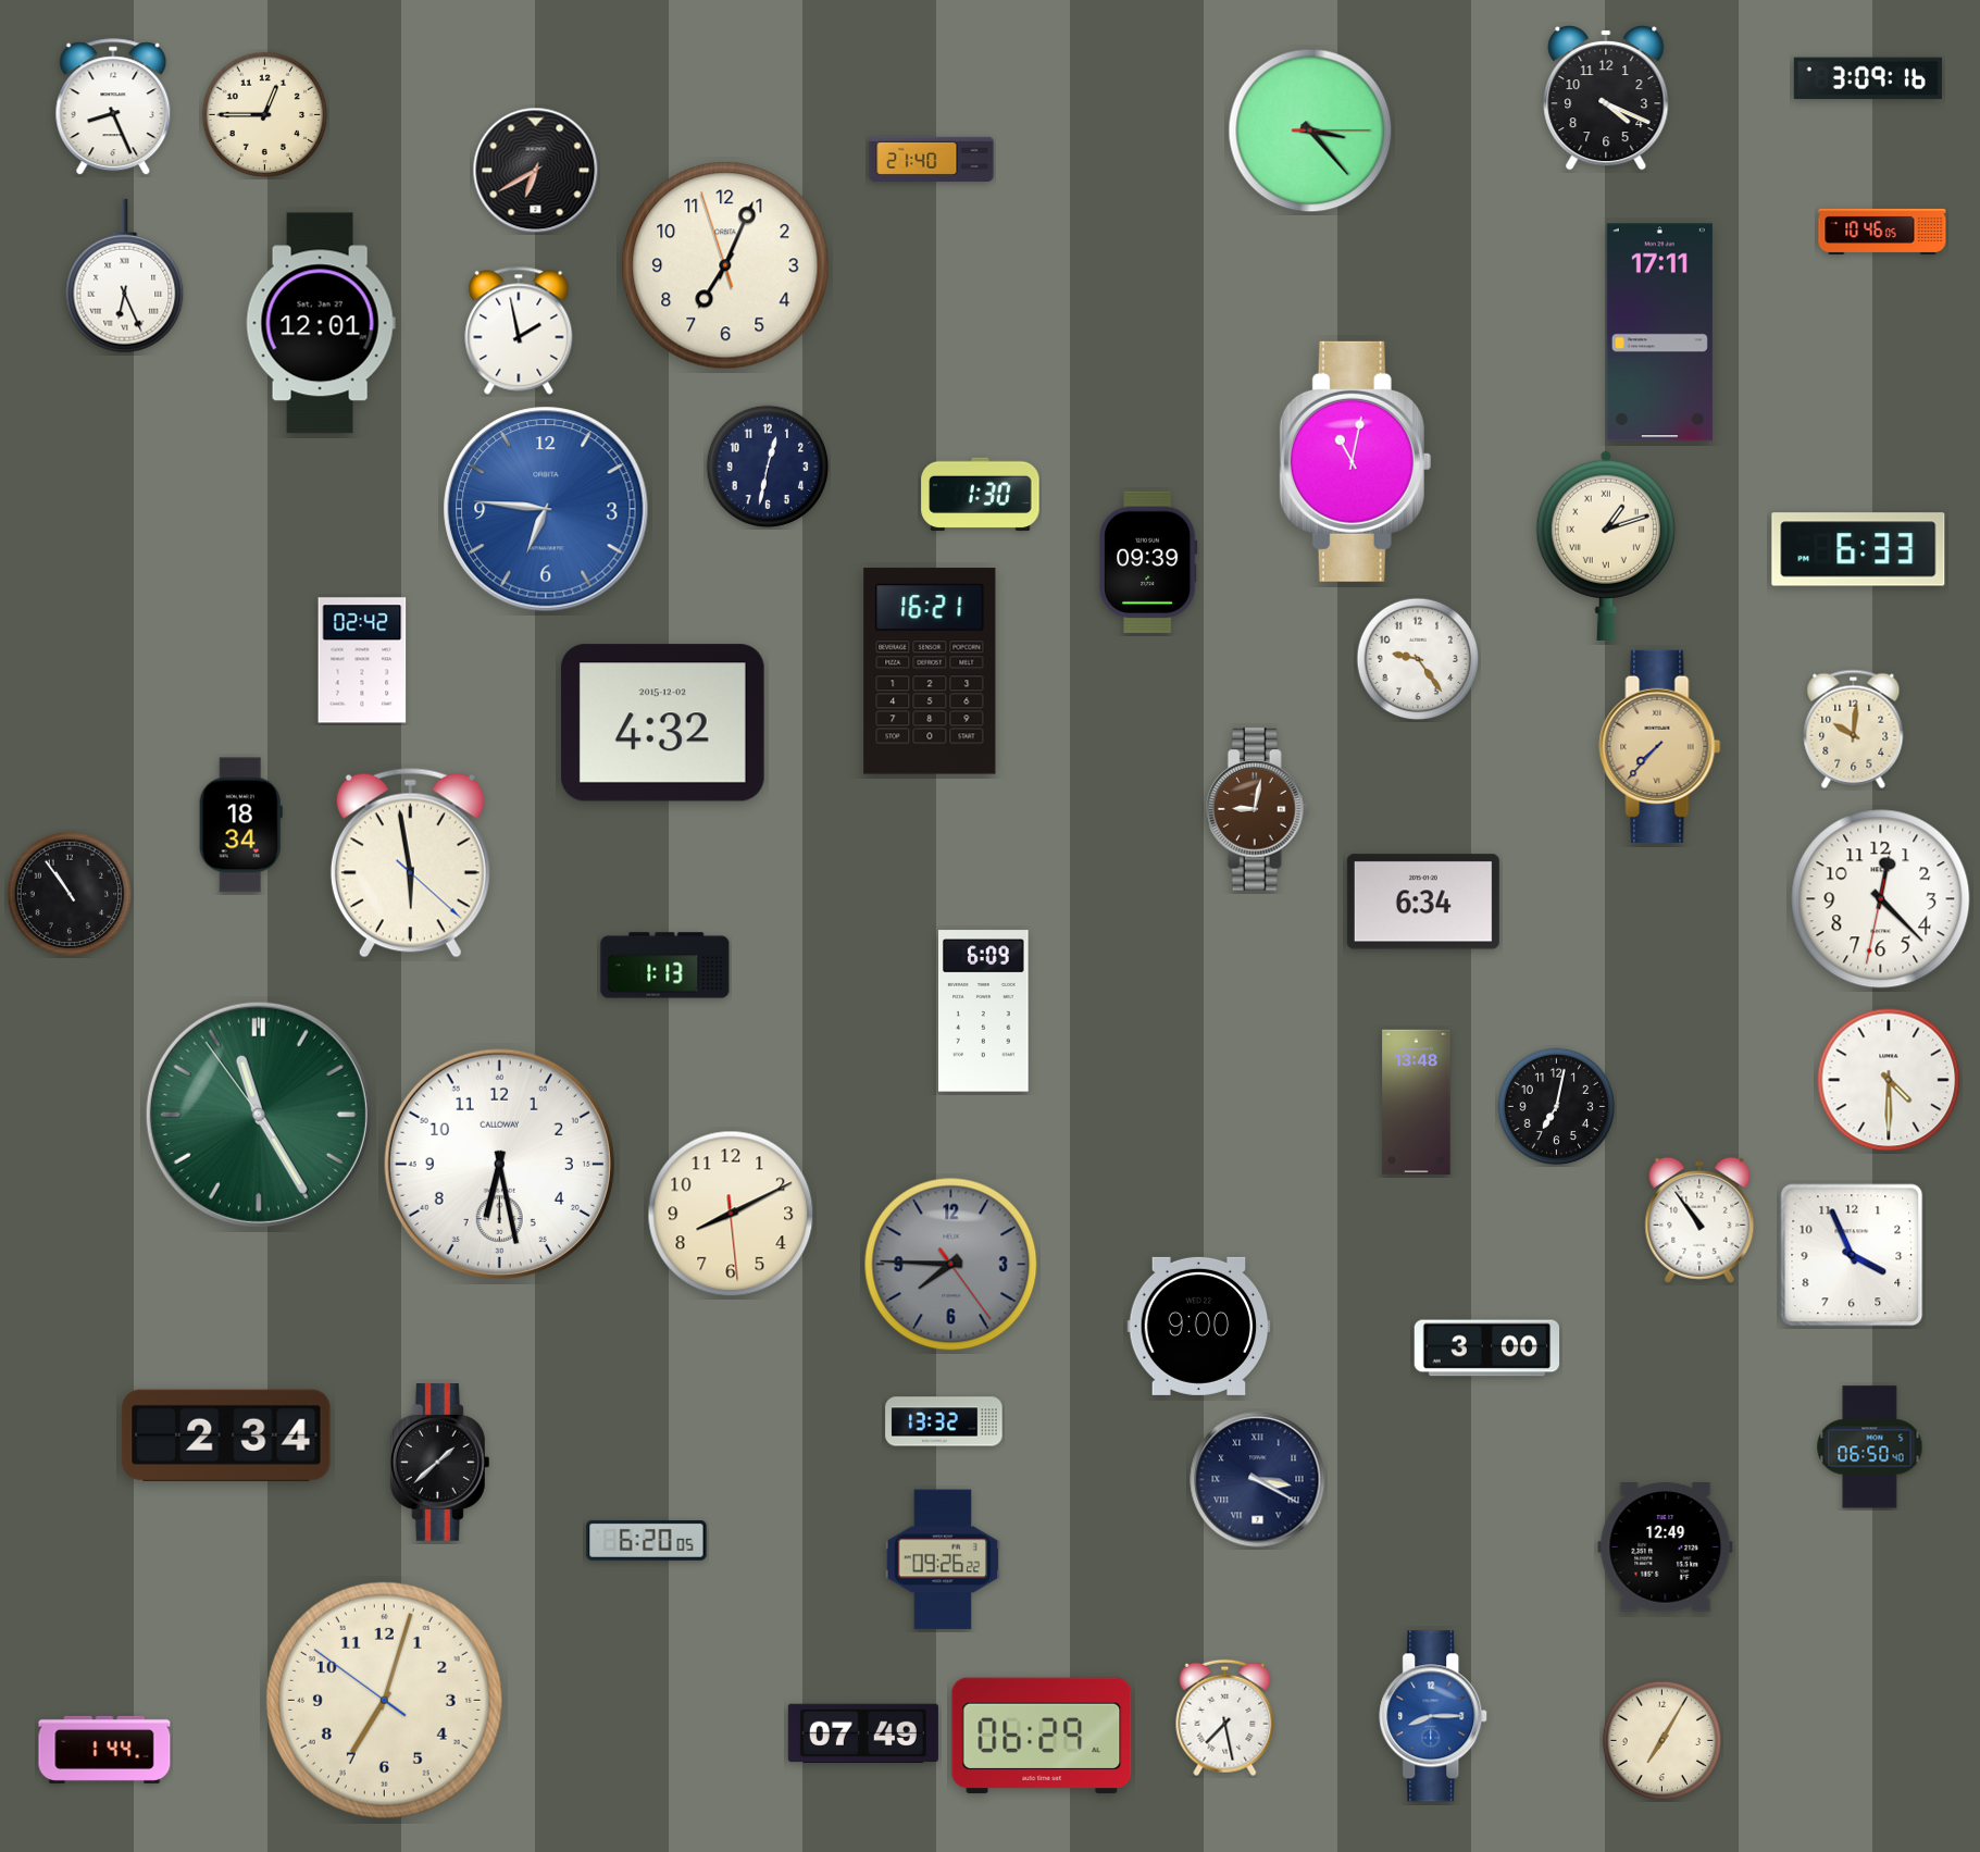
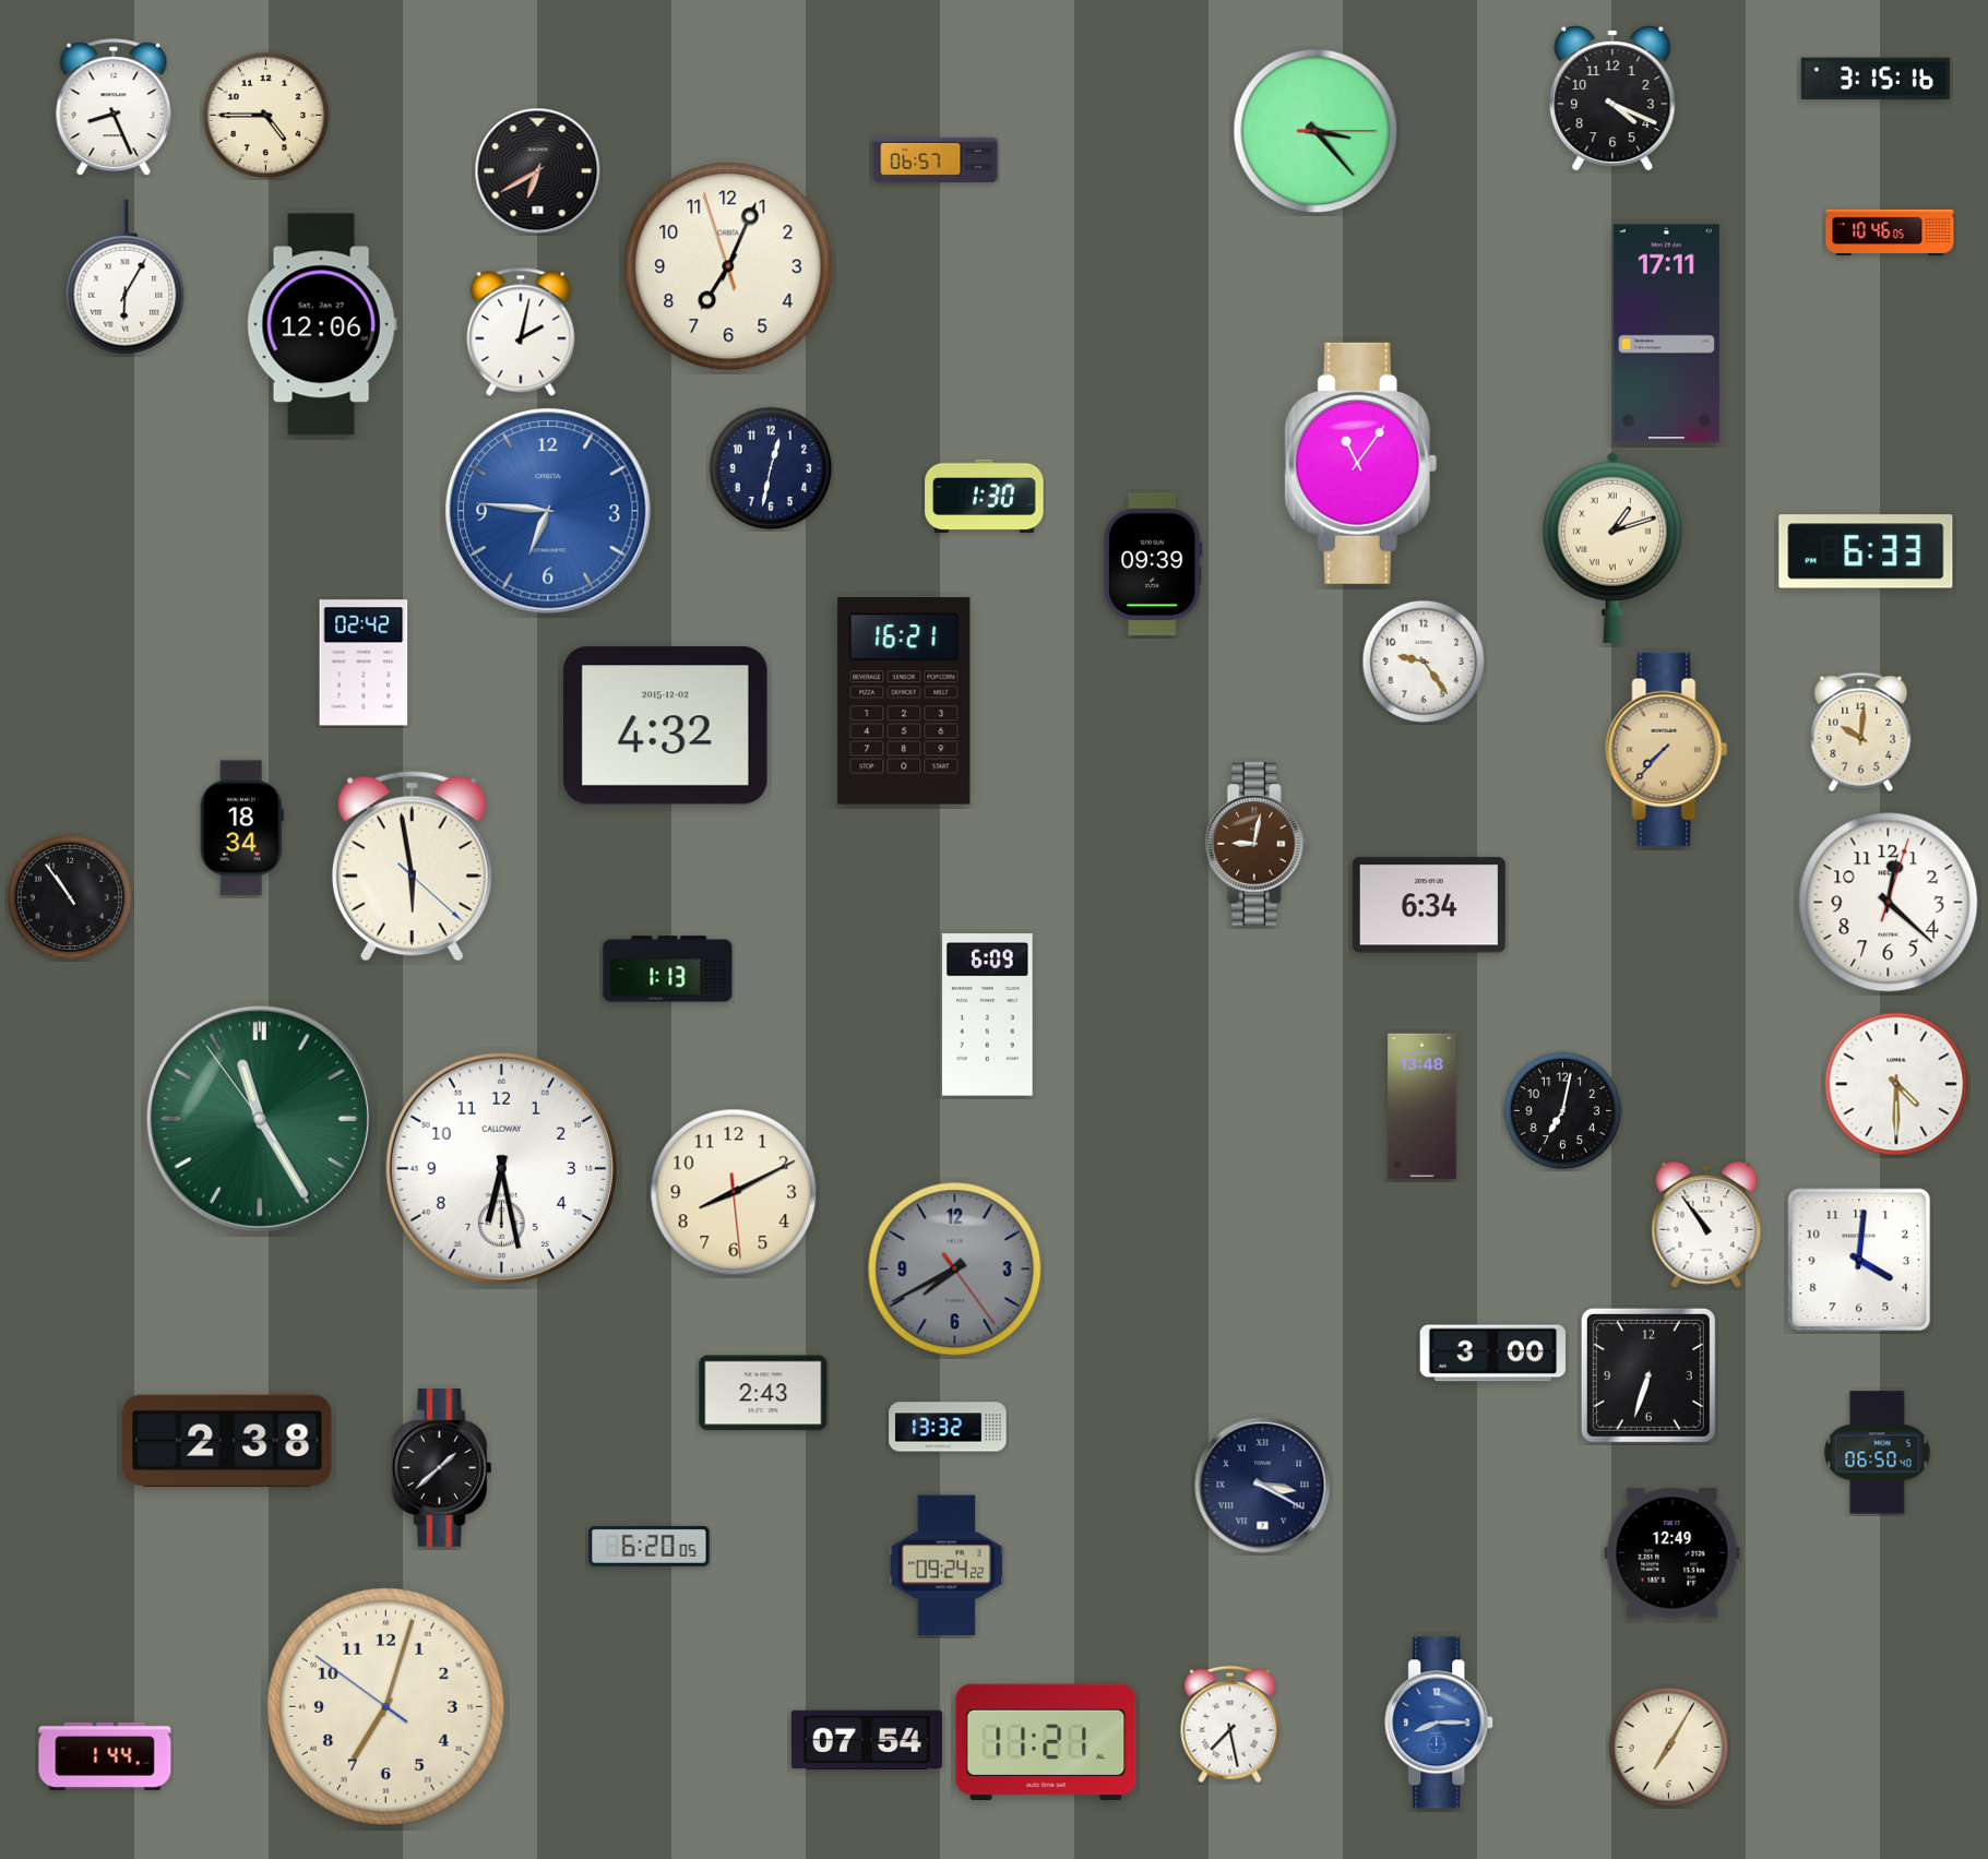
clock at (1868, 78): 3:09 -> 3:15
clock at (265, 115): 12:45 -> 4:45
clock at (932, 159): 21:40 -> 06:57
clock at (125, 276): 6:26 -> 6:05
clock at (321, 323): 12:01 -> 12:06
clock at (519, 331): 1:58 -> 2:02
clock at (1356, 461): 11:02 -> 11:06
clock at (930, 671) position: (930, 671) -> (904, 701)
clock at (1257, 809) position: (1257, 809) -> (1257, 844)
clock at (1881, 899): 12:22:32 -> 12:22:03
clock at (731, 1214) position: (731, 1214) -> (734, 1192)
clock at (1852, 1255): 3:56 -> 4:01
clock at (951, 1265): 7:45 -> 7:40
clock at (1199, 1326): 9:00 -> none
clock at (1648, 1375): none -> 6:33
clock at (763, 1393): none -> 2:43
clock at (226, 1435): 2:34 -> 2:38
clock at (943, 1559): 09:26 -> 09:24
clock at (863, 1733): 07:49 -> 07:54
clock at (1042, 1736): 06:29 -> 11:21
